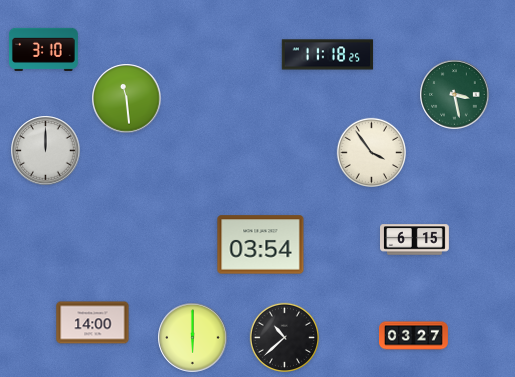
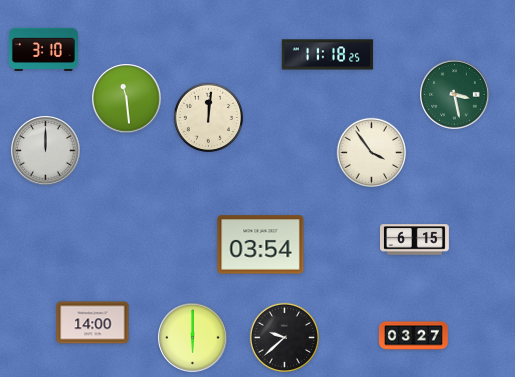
clock at (208, 117): none -> 12:01
clock at (284, 337): 10:38 -> 9:38
